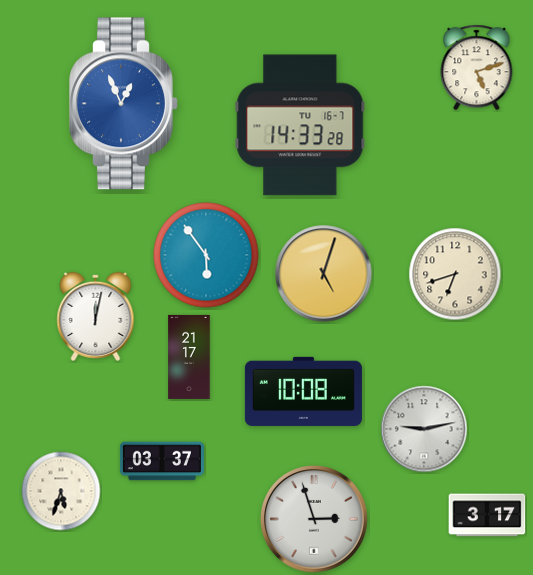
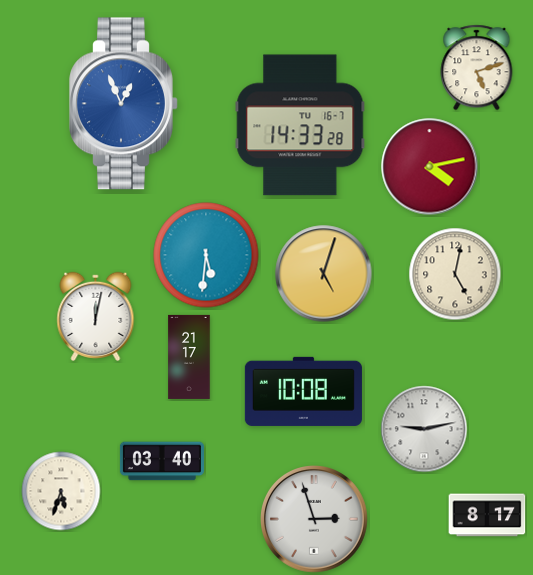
clock at (430, 167): none -> 4:13
clock at (206, 255): 5:54 -> 5:31
clock at (455, 274): 6:42 -> 5:02
clock at (162, 461): 03:37 -> 03:40
clock at (487, 515): 3:17 -> 8:17
